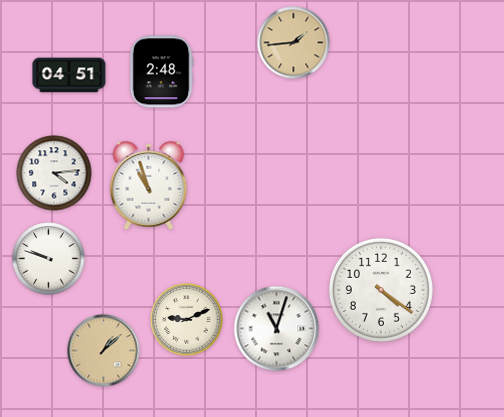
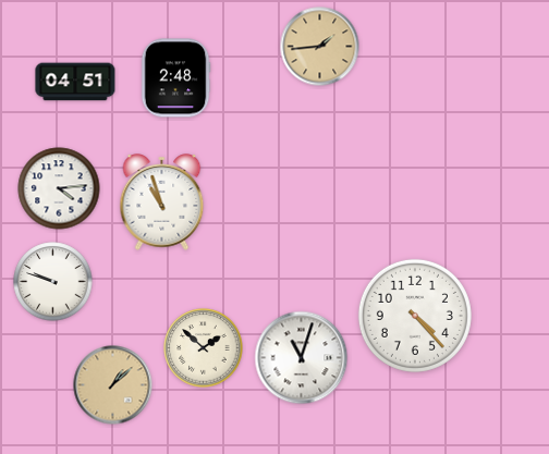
clock at (381, 290): 4:21 -> 4:23
clock at (187, 320): 9:11 -> 1:52
clock at (104, 351) position: (104, 351) -> (113, 385)
